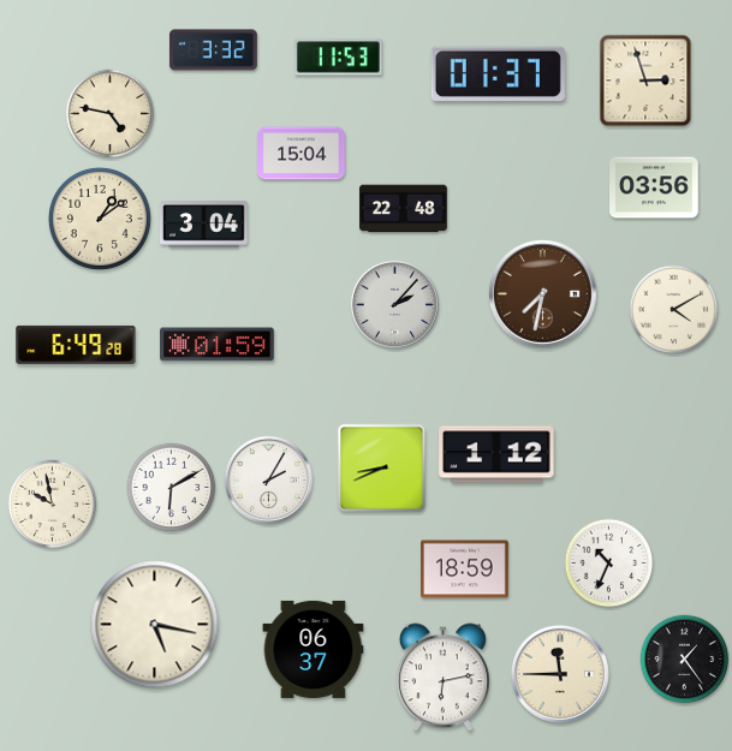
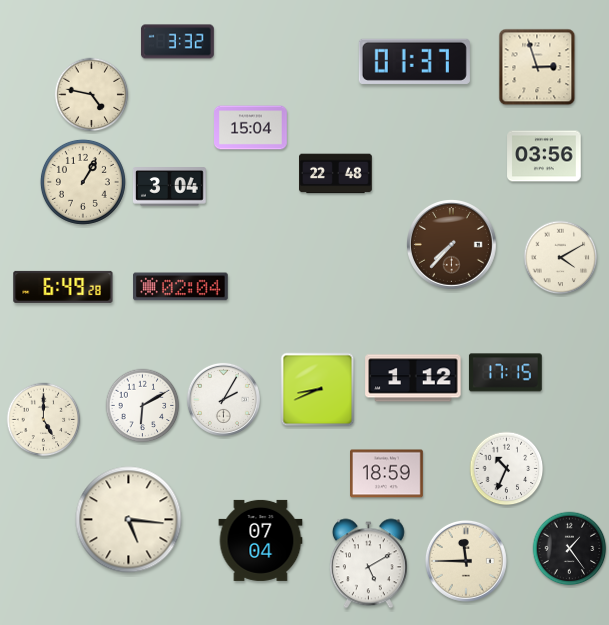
clock at (338, 58): 11:53 -> none
clock at (100, 219): 1:09 -> 1:05
clock at (543, 294): 7:32 -> 7:37
clock at (394, 304): 2:07 -> none
clock at (218, 345): 01:59 -> 02:04
clock at (505, 373): none -> 17:15
clock at (53, 505): 9:58 -> 5:00
clock at (155, 625): 5:17 -> 5:16
clock at (314, 649): 06:37 -> 07:04
clock at (442, 678): 6:13 -> 5:10
